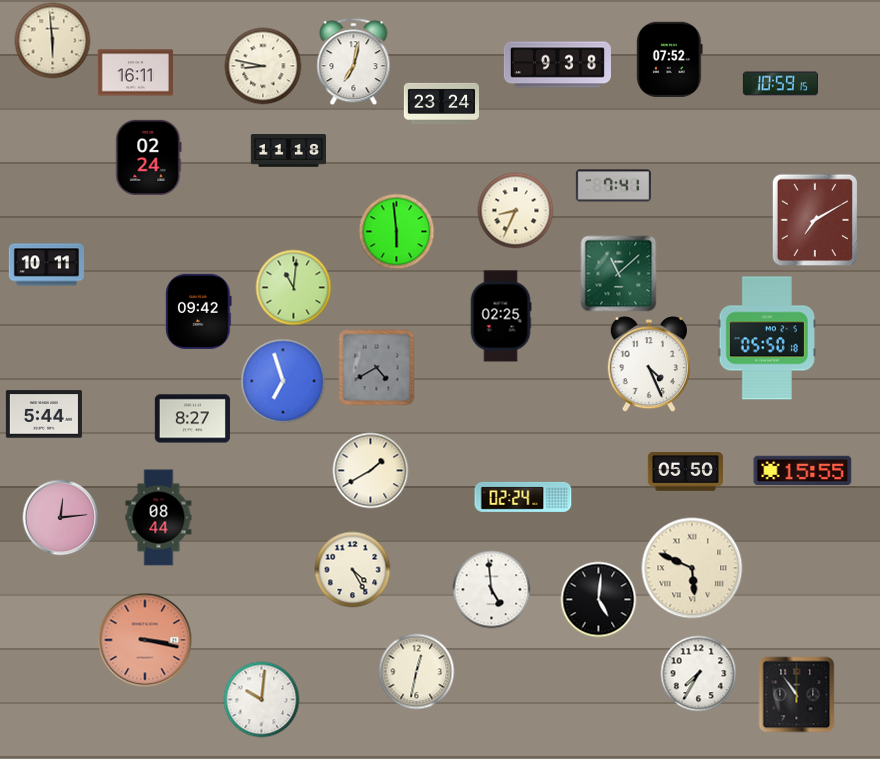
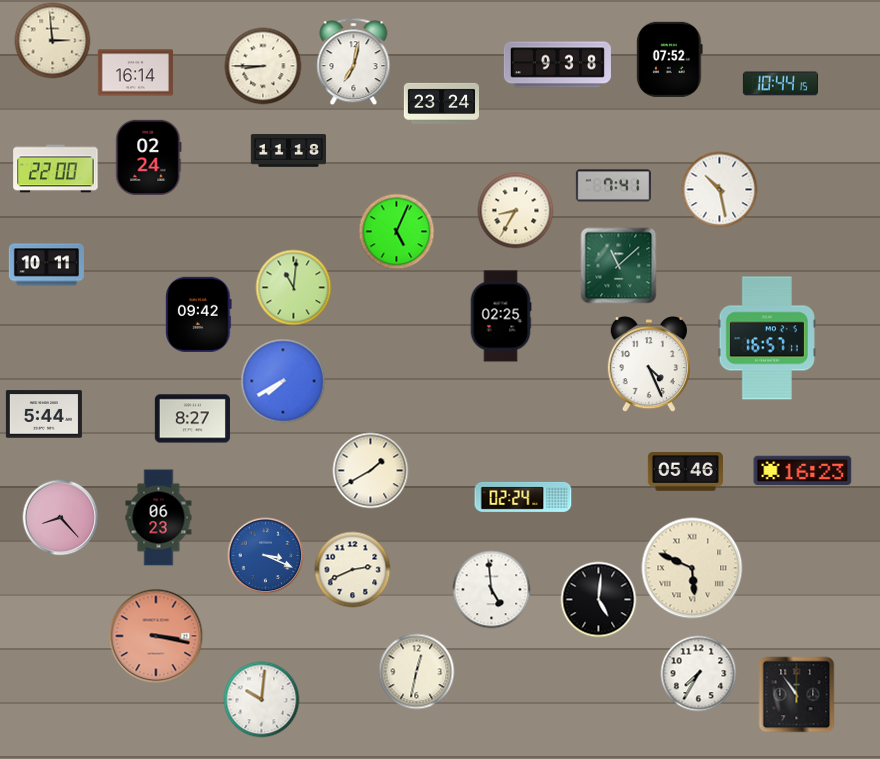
clock at (53, 41): 5:59 -> 2:59
clock at (263, 66): 8:47 -> 8:45
clock at (135, 73): 16:11 -> 16:14
clock at (780, 84): 10:59 -> 10:44
clock at (56, 169): none -> 22:00
clock at (720, 190): none -> 10:28
clock at (516, 211): 8:34 -> 8:35
clock at (814, 220): 7:10 -> none
clock at (397, 232): 5:59 -> 5:04
clock at (619, 274) position: (619, 274) -> (619, 266)
clock at (199, 311) position: (199, 311) -> (199, 314)
clock at (766, 338): 05:50 -> 16:57
clock at (377, 368): 4:40 -> none
clock at (283, 381): 6:57 -> 7:40
clock at (803, 471): 15:55 -> 16:23
clock at (685, 472): 05:50 -> 05:46
clock at (61, 518): 12:14 -> 8:23
clock at (159, 518): 08:44 -> 06:23
clock at (266, 556): none -> 3:19
clock at (353, 570): 4:25 -> 2:41
clock at (145, 640) position: (145, 640) -> (156, 636)
